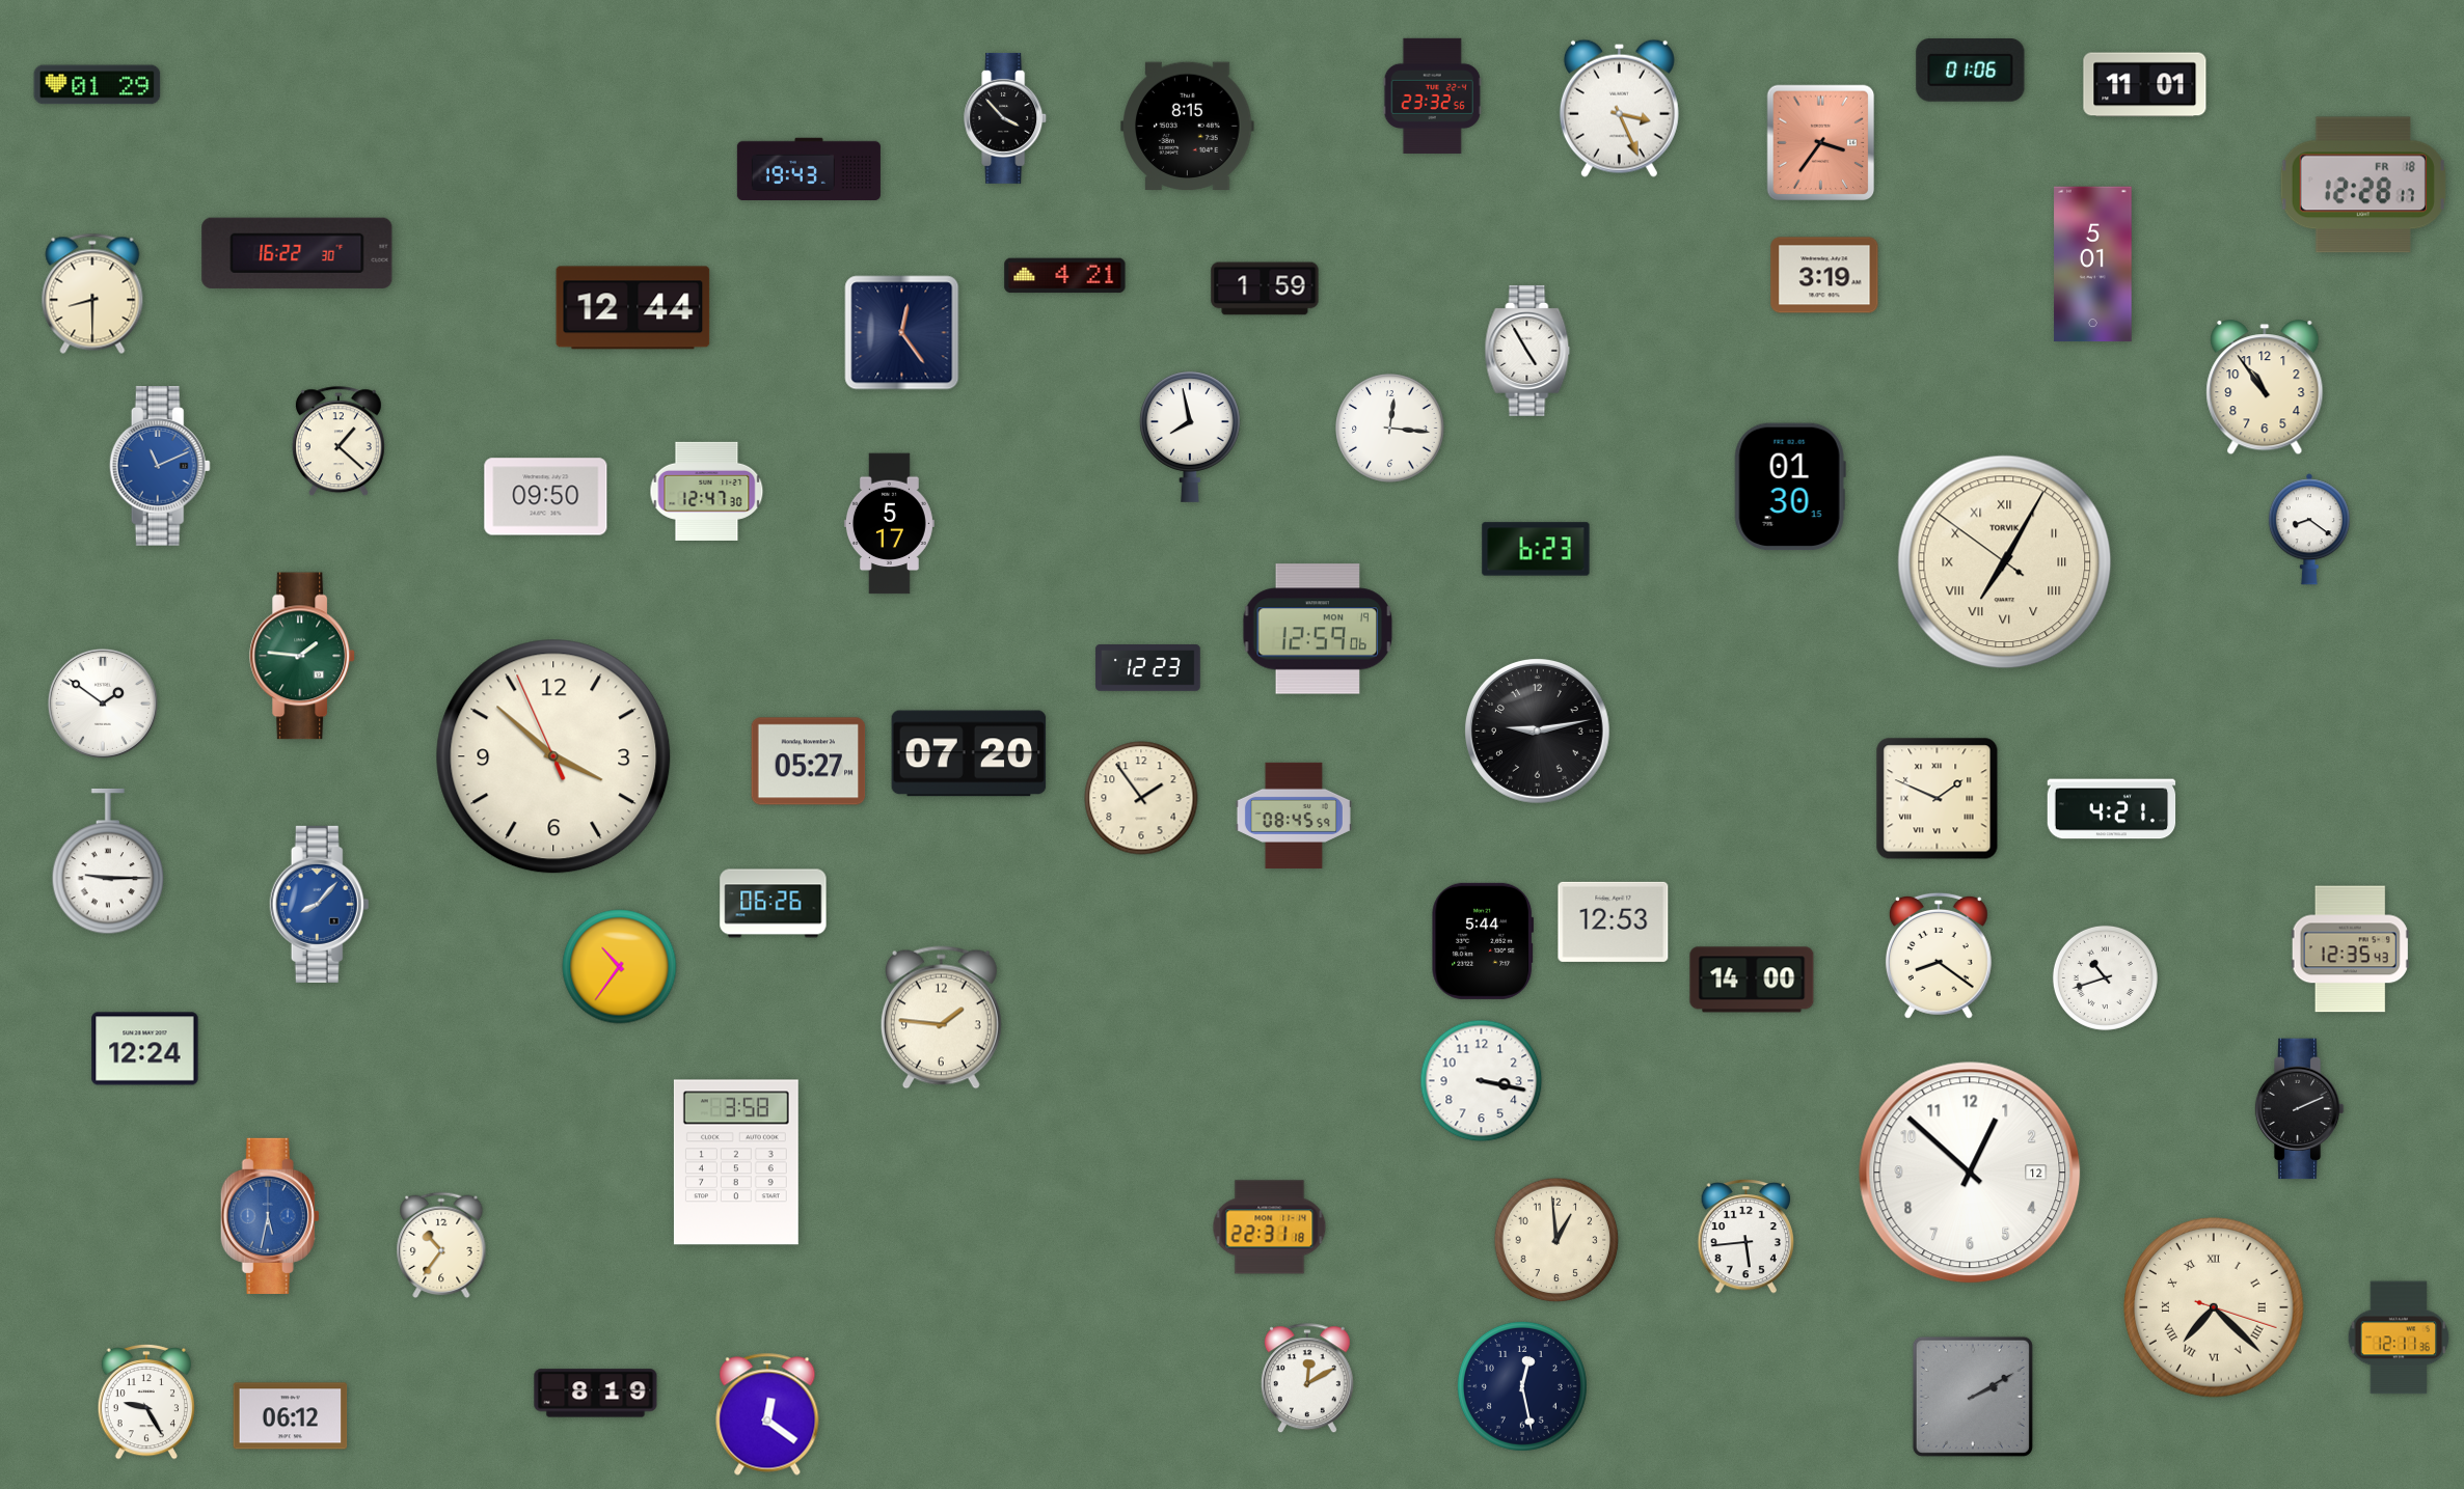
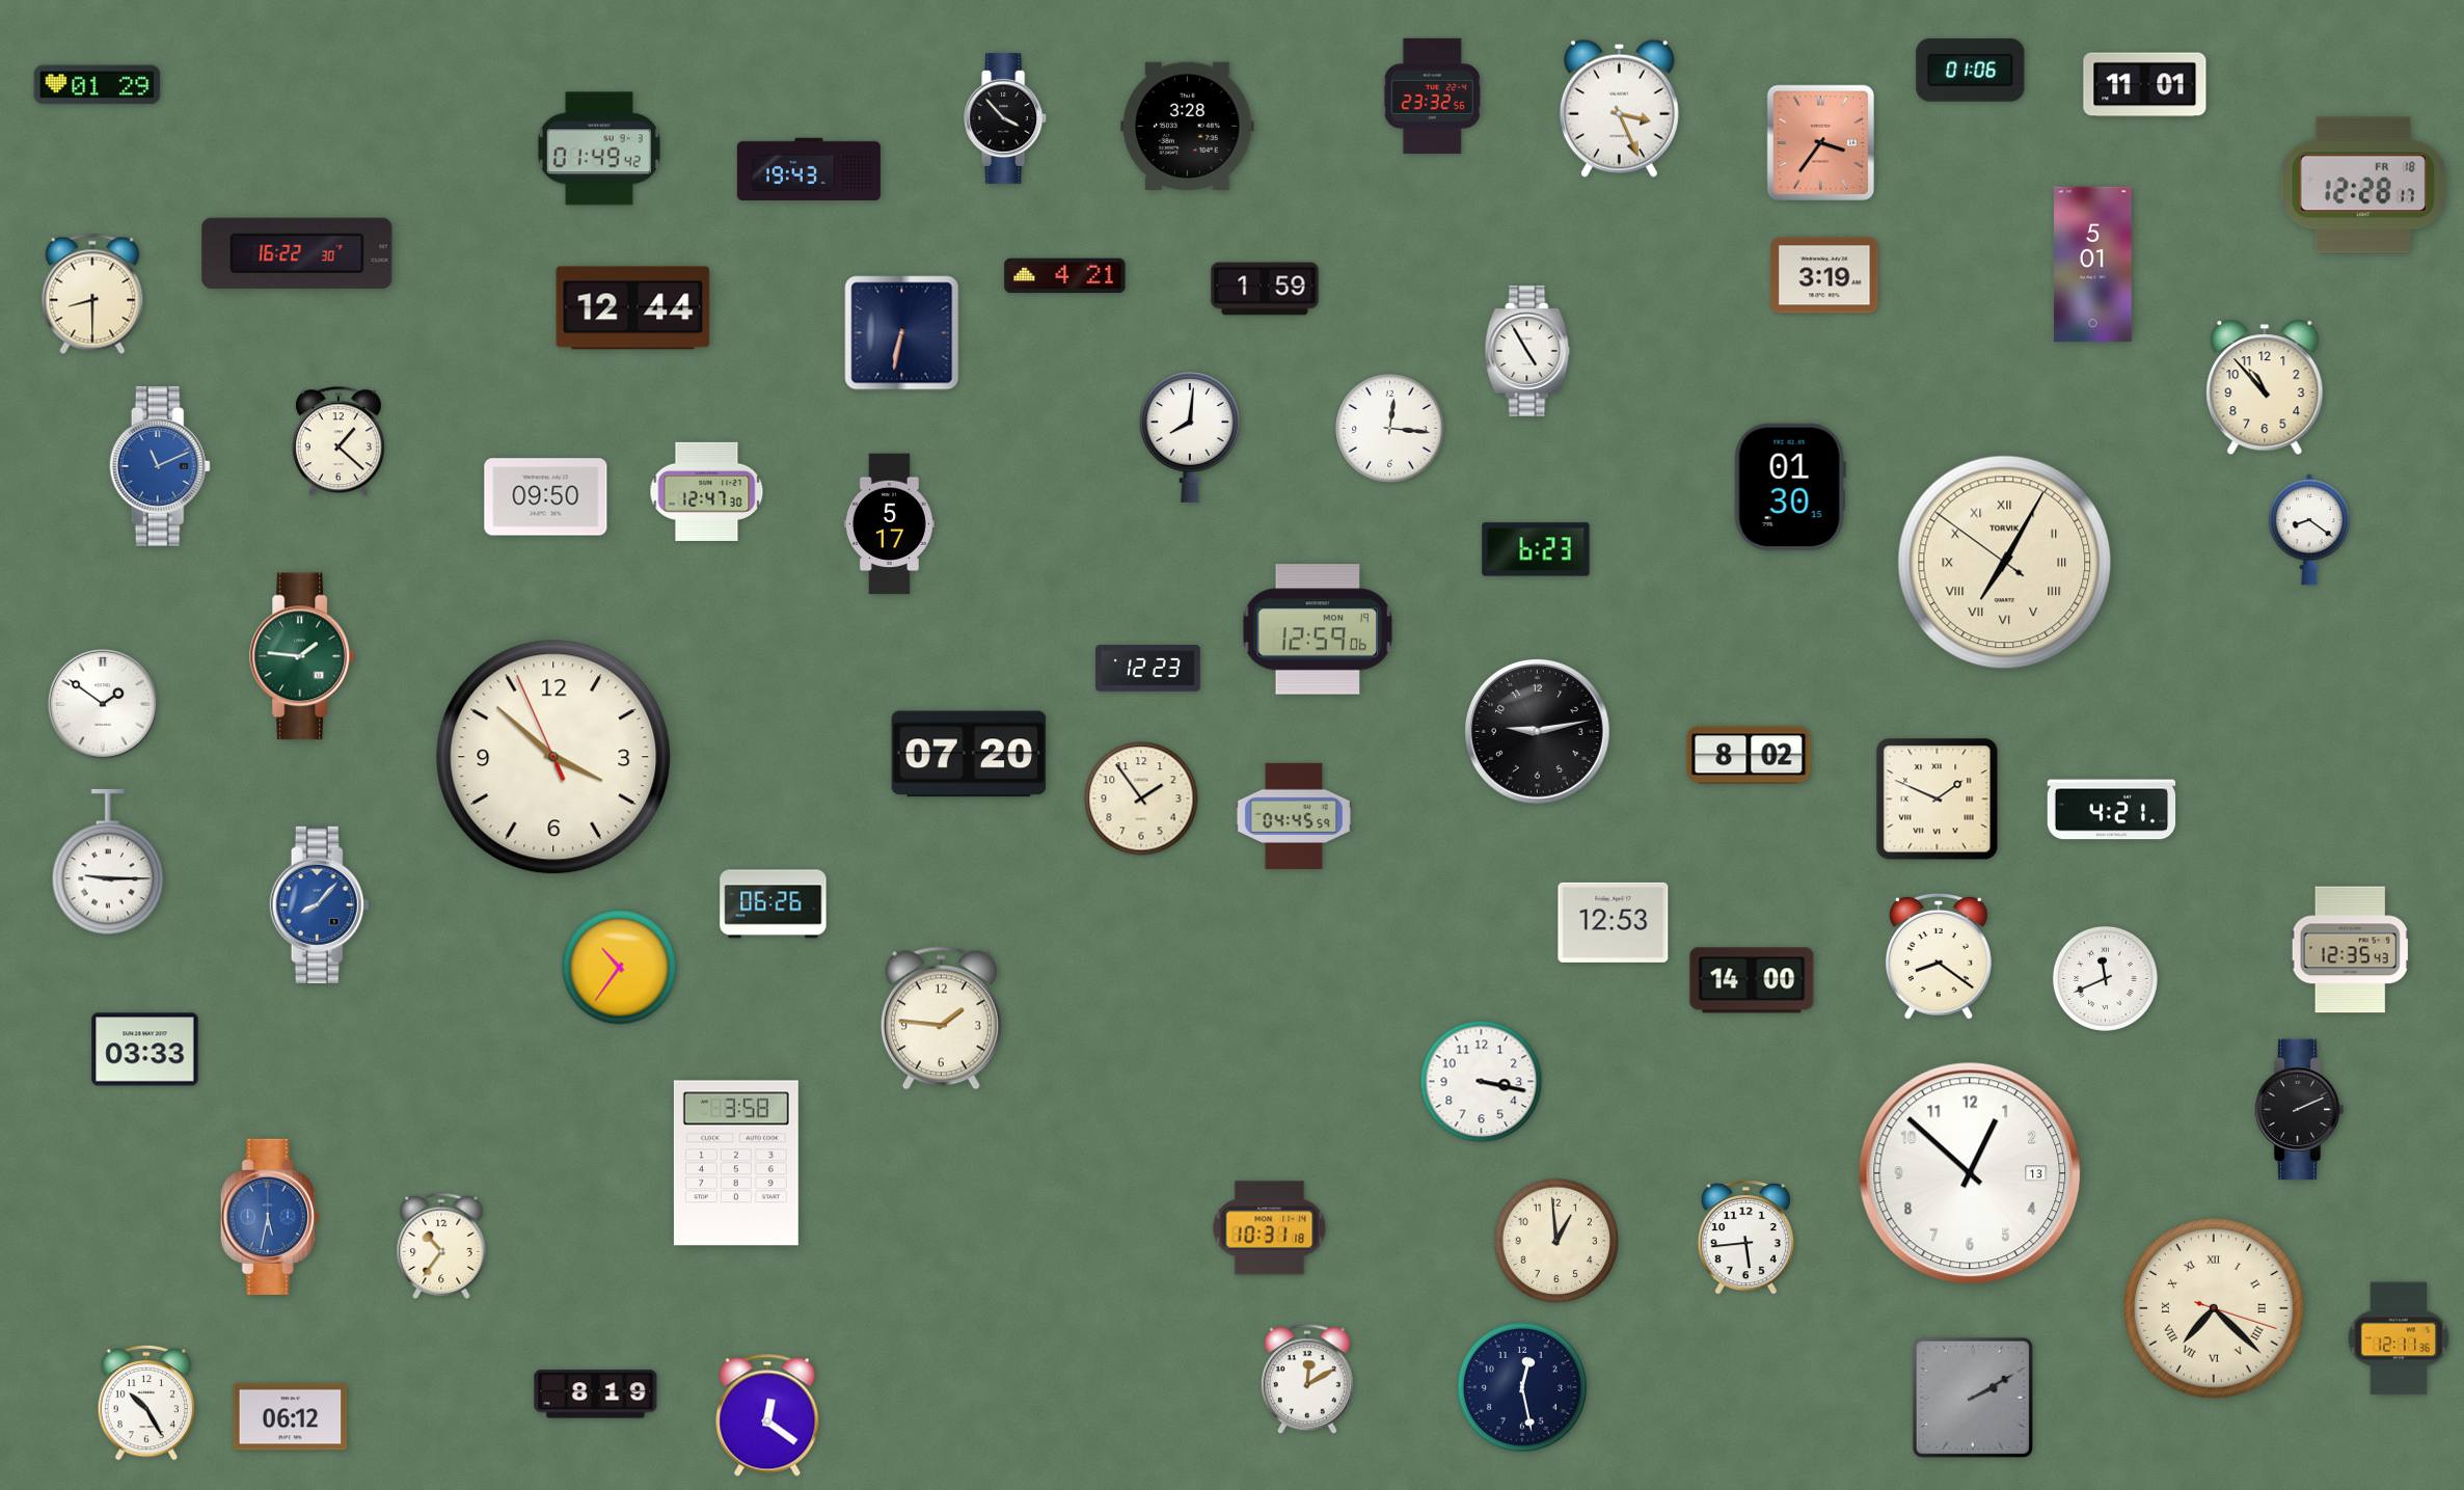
clock at (1188, 127): 8:15 -> 3:28
clock at (599, 148): none -> 01:49
clock at (902, 333): 12:24 -> 6:32
clock at (2265, 388): 10:54 -> 10:53
clock at (1190, 437): 7:58 -> 8:01
clock at (1749, 755): none -> 8:02
clock at (809, 762): 05:27 -> none
clock at (1294, 816): 08:45 -> 04:45
clock at (1483, 941): 5:44 -> none
clock at (2105, 977): 10:42 -> 11:41
clock at (145, 1049): 12:24 -> 03:33
clock at (1970, 1173) date: 12 -> 13
clock at (1270, 1228): 22:31 -> 10:31
clock at (146, 1402): 9:25 -> 10:25
